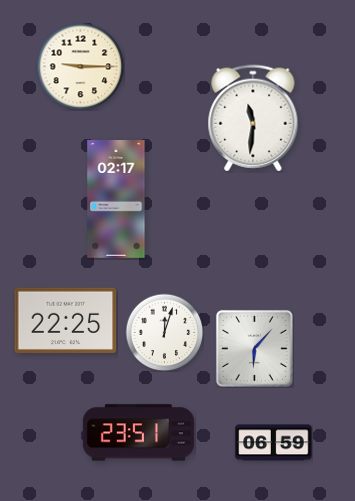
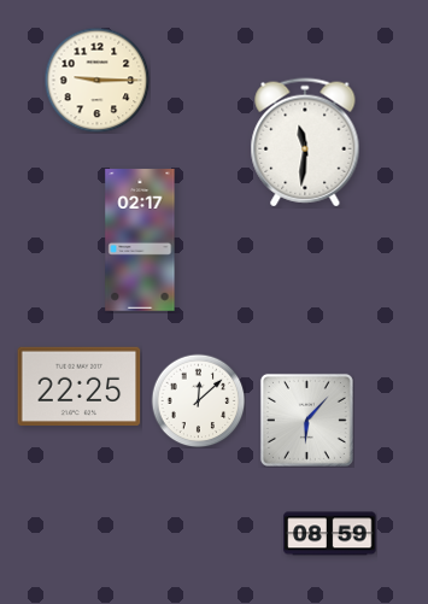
clock at (164, 332): 12:03 -> 12:08
clock at (138, 433): 23:51 -> none
clock at (274, 443): 06:59 -> 08:59
